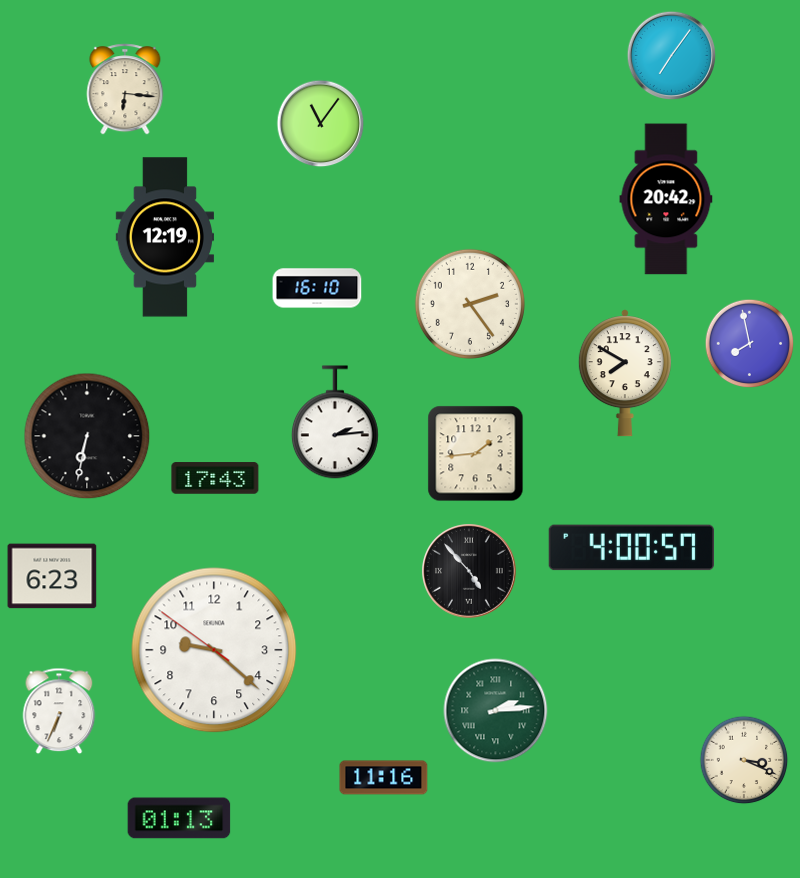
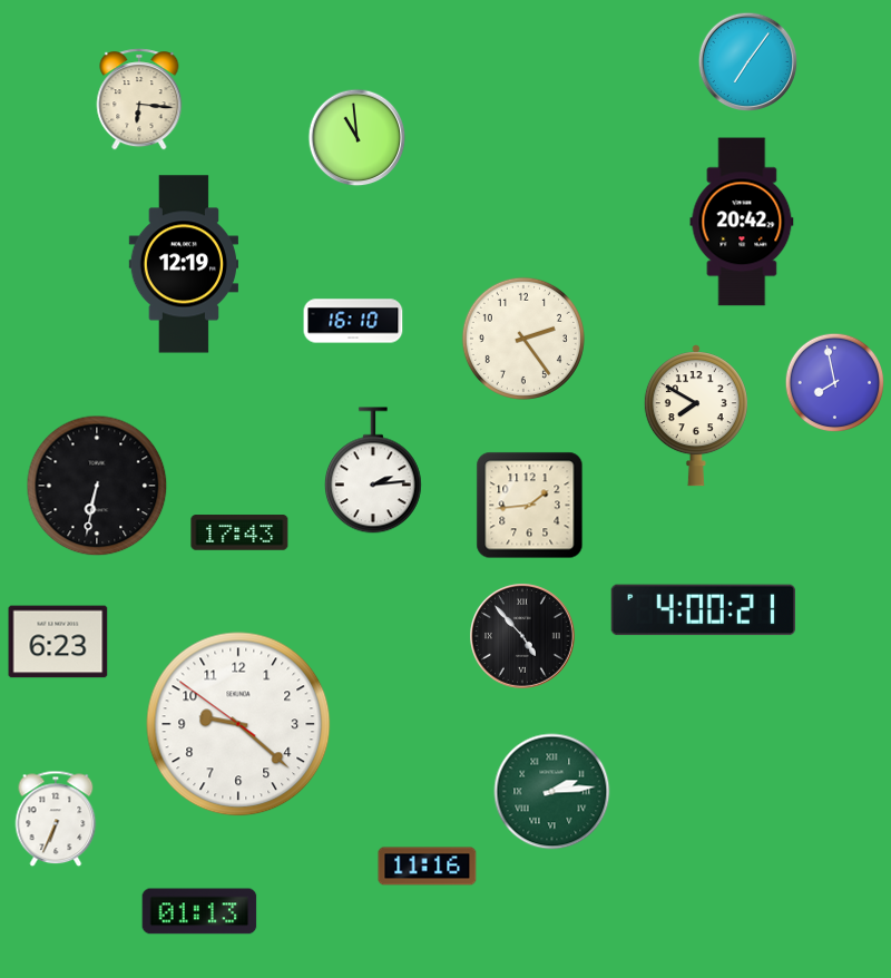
clock at (321, 124): 11:06 -> 10:59
clock at (631, 548): 4:00:57 -> 4:00:21
clock at (59, 711) position: (59, 711) -> (56, 819)
clock at (744, 760): 3:19 -> none
